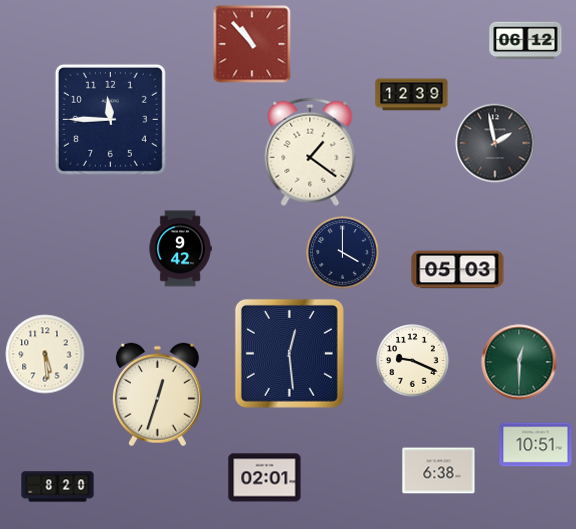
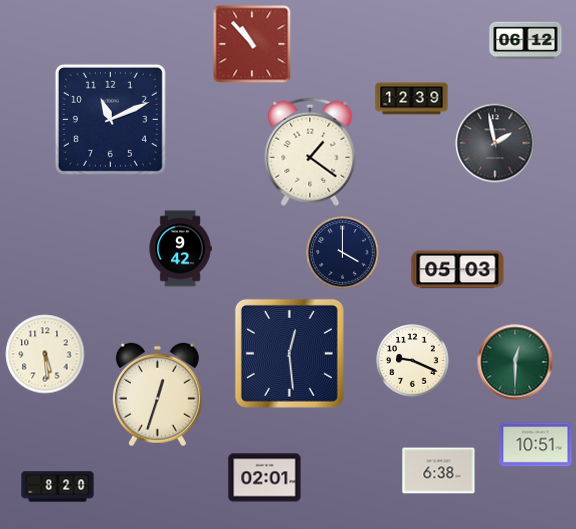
clock at (412, 95) position: (412, 95) -> (412, 99)
clock at (110, 119): 11:45 -> 11:11
clock at (519, 362) position: (519, 362) -> (515, 362)
